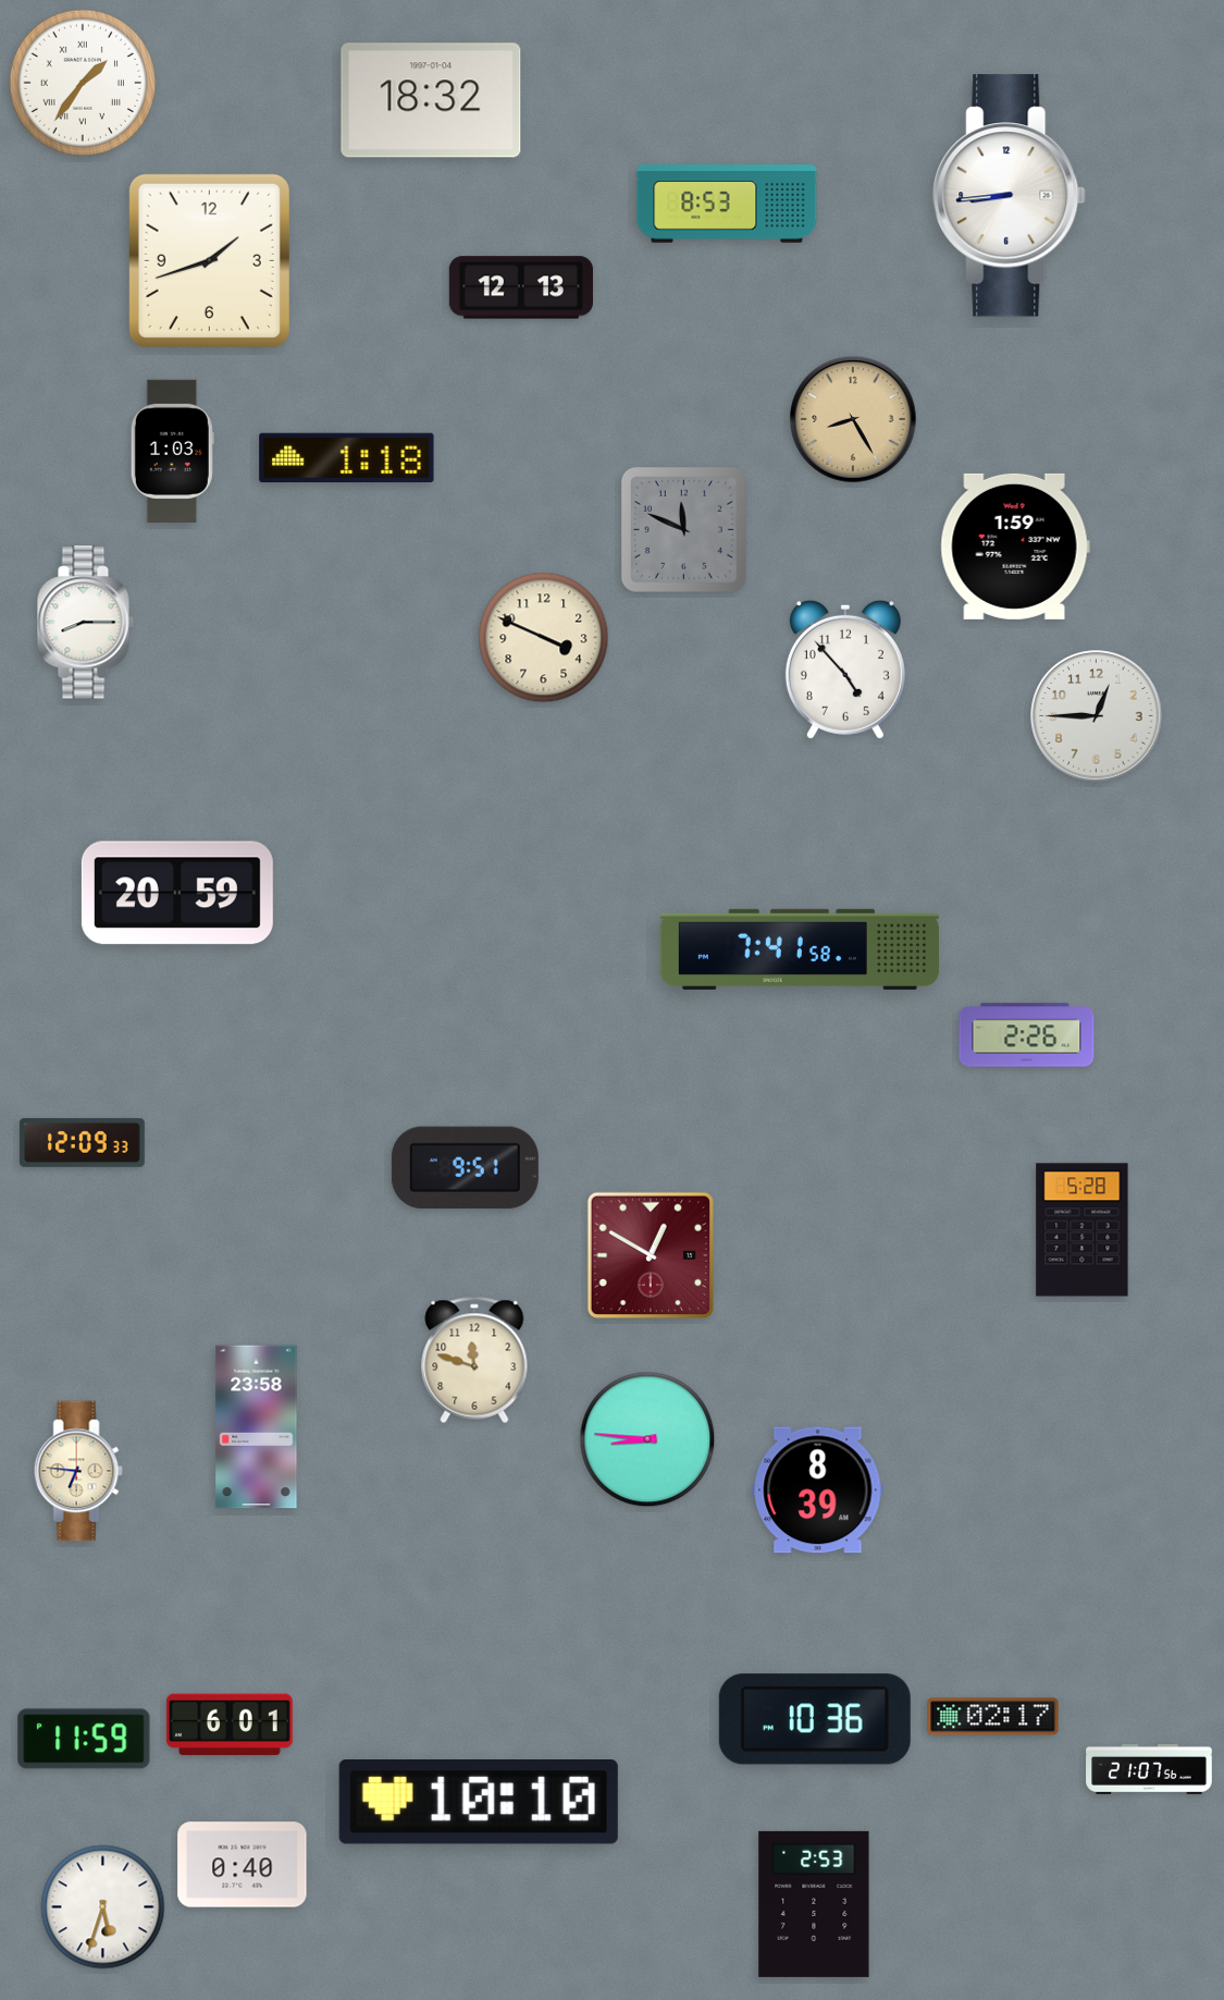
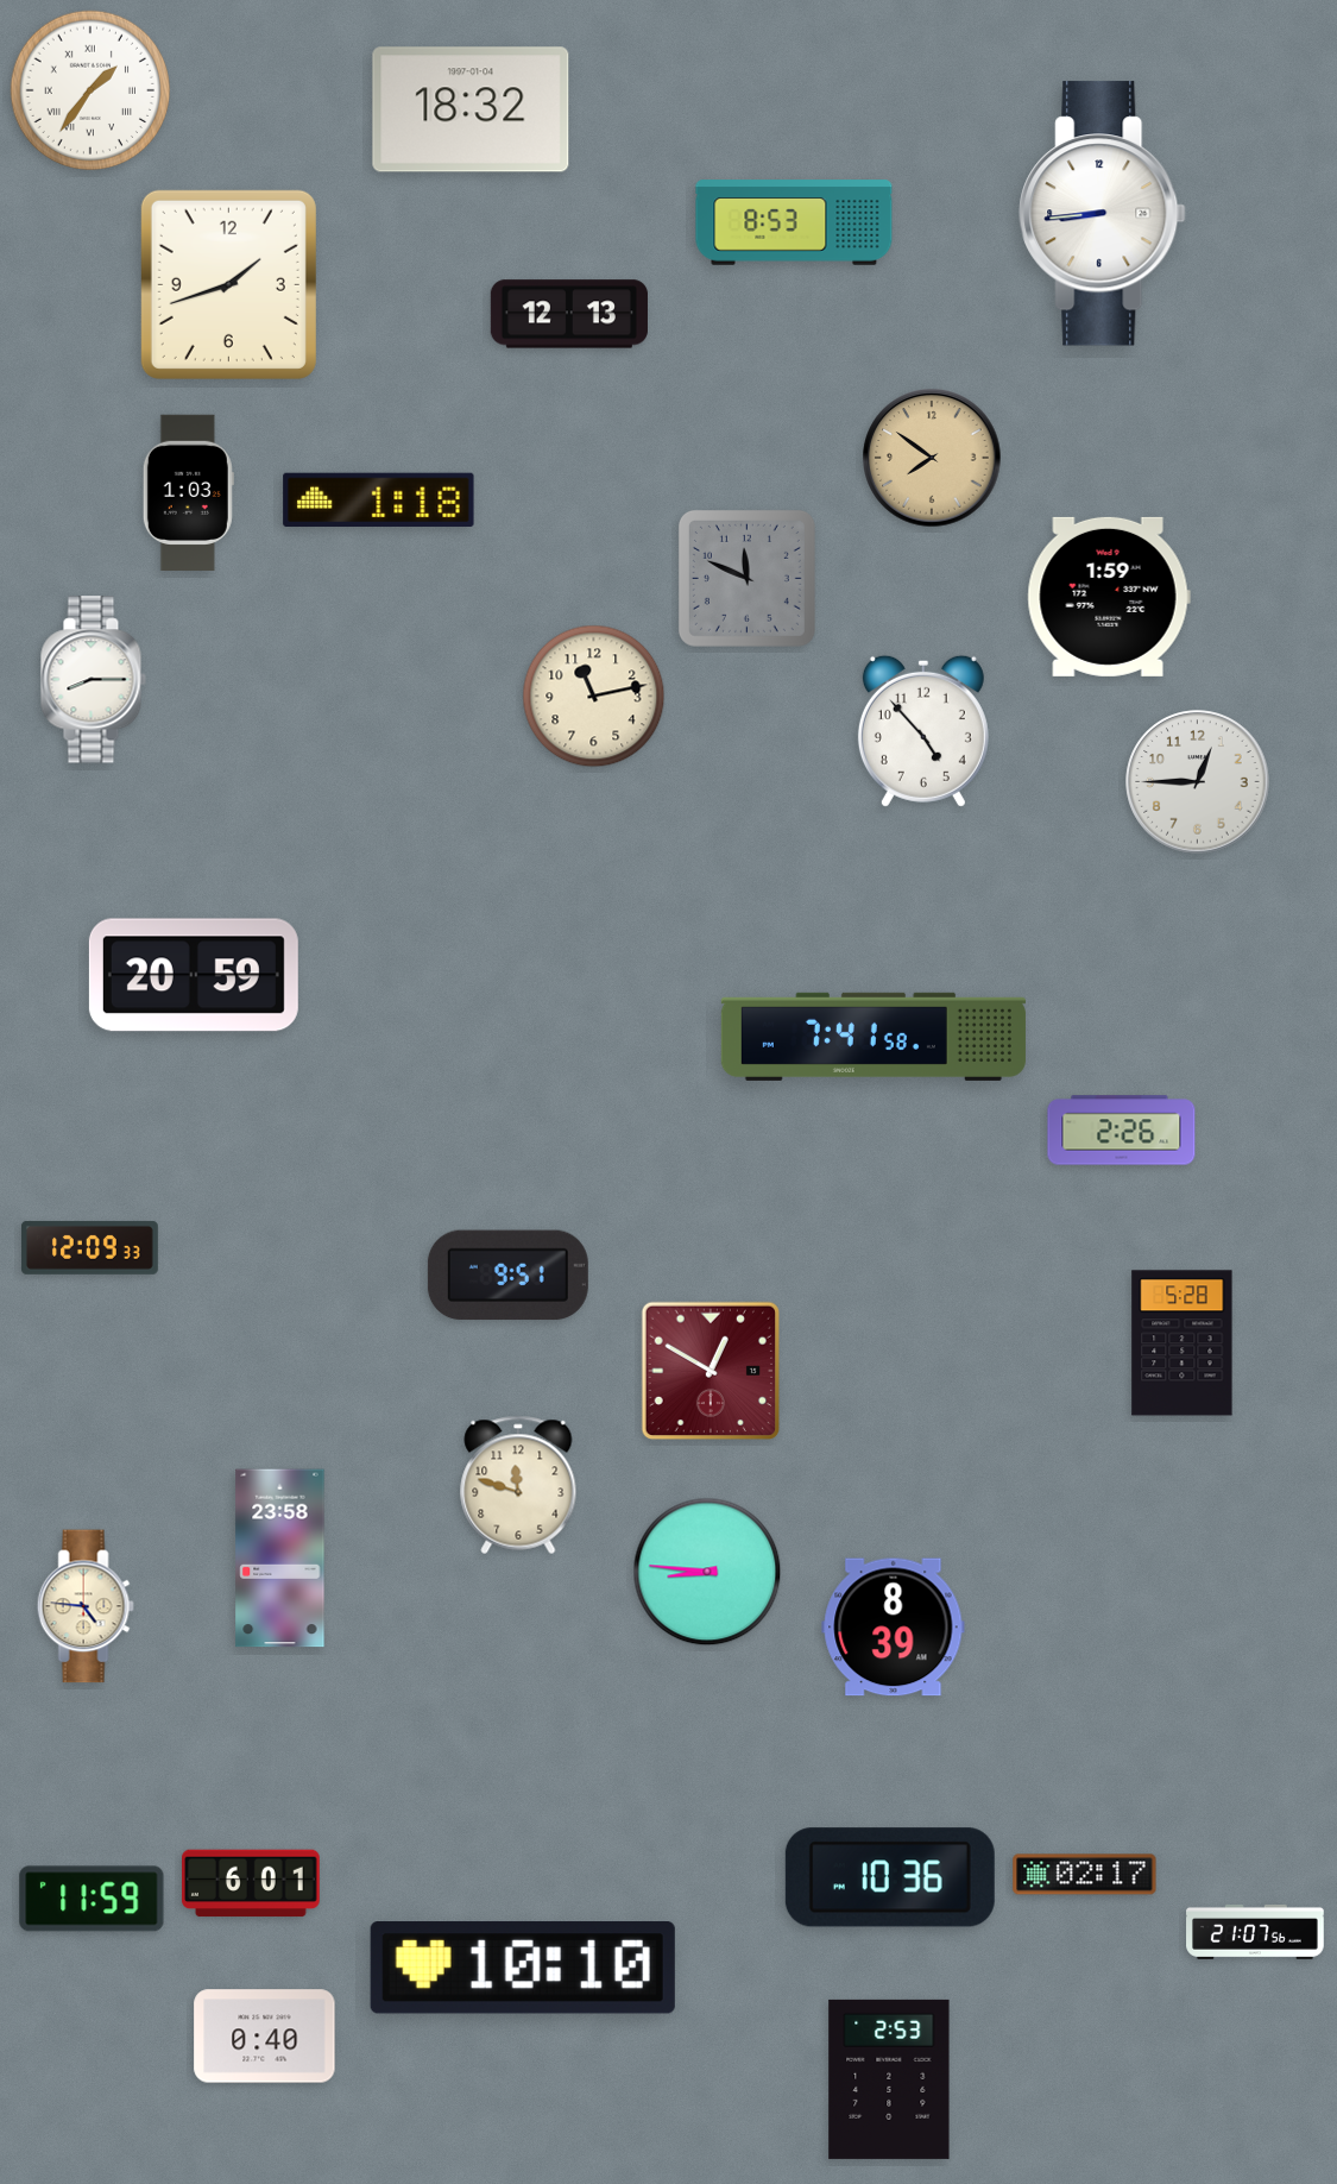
clock at (853, 419): 8:25 -> 7:51
clock at (544, 638): 3:49 -> 11:13
clock at (78, 1471): 6:46 -> 4:46
clock at (103, 1907): 5:33 -> none
